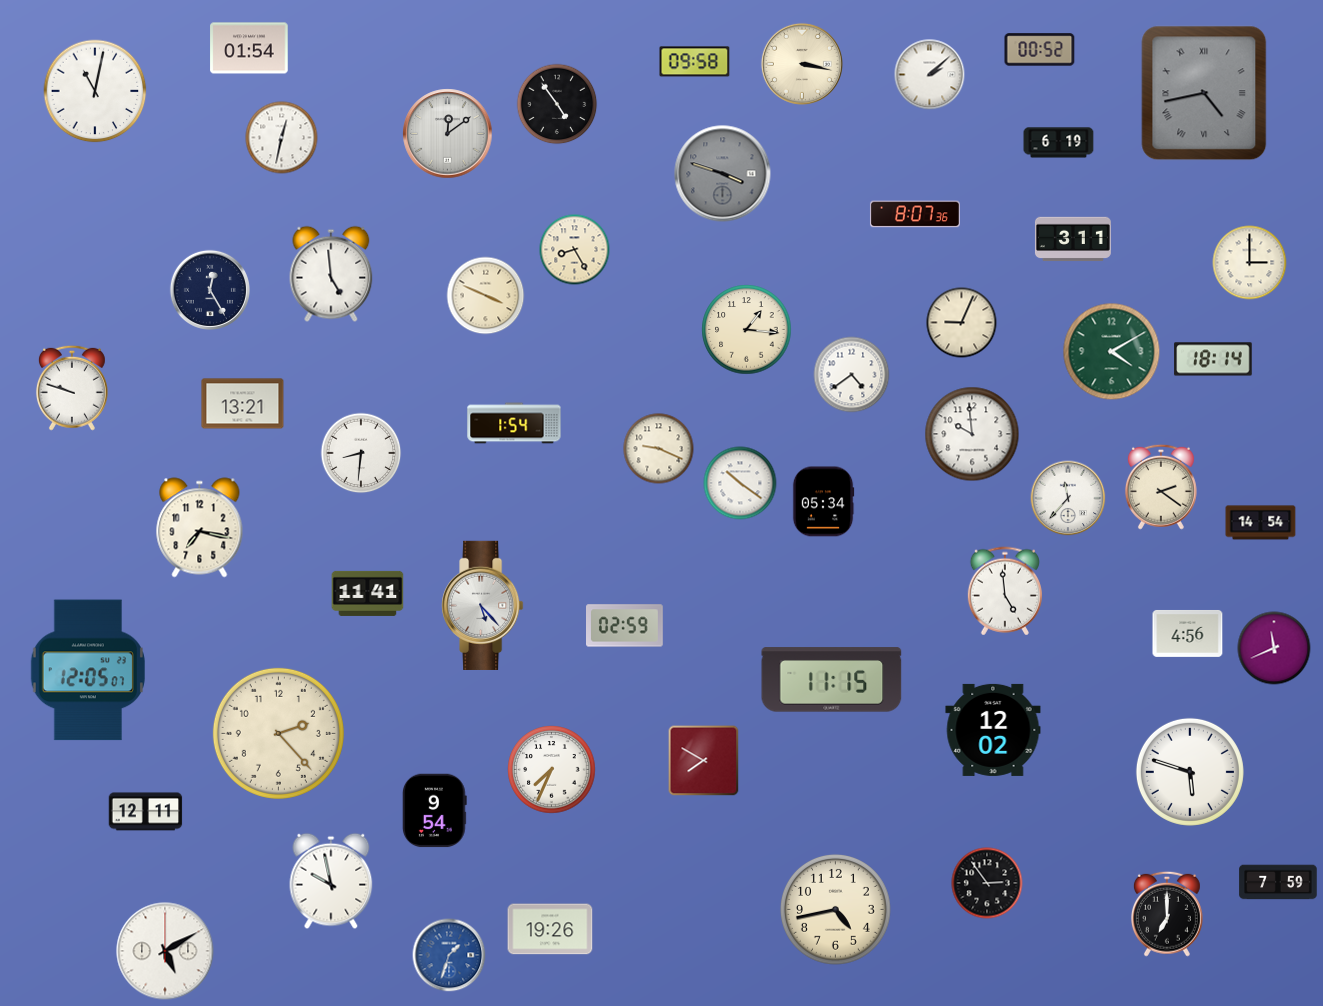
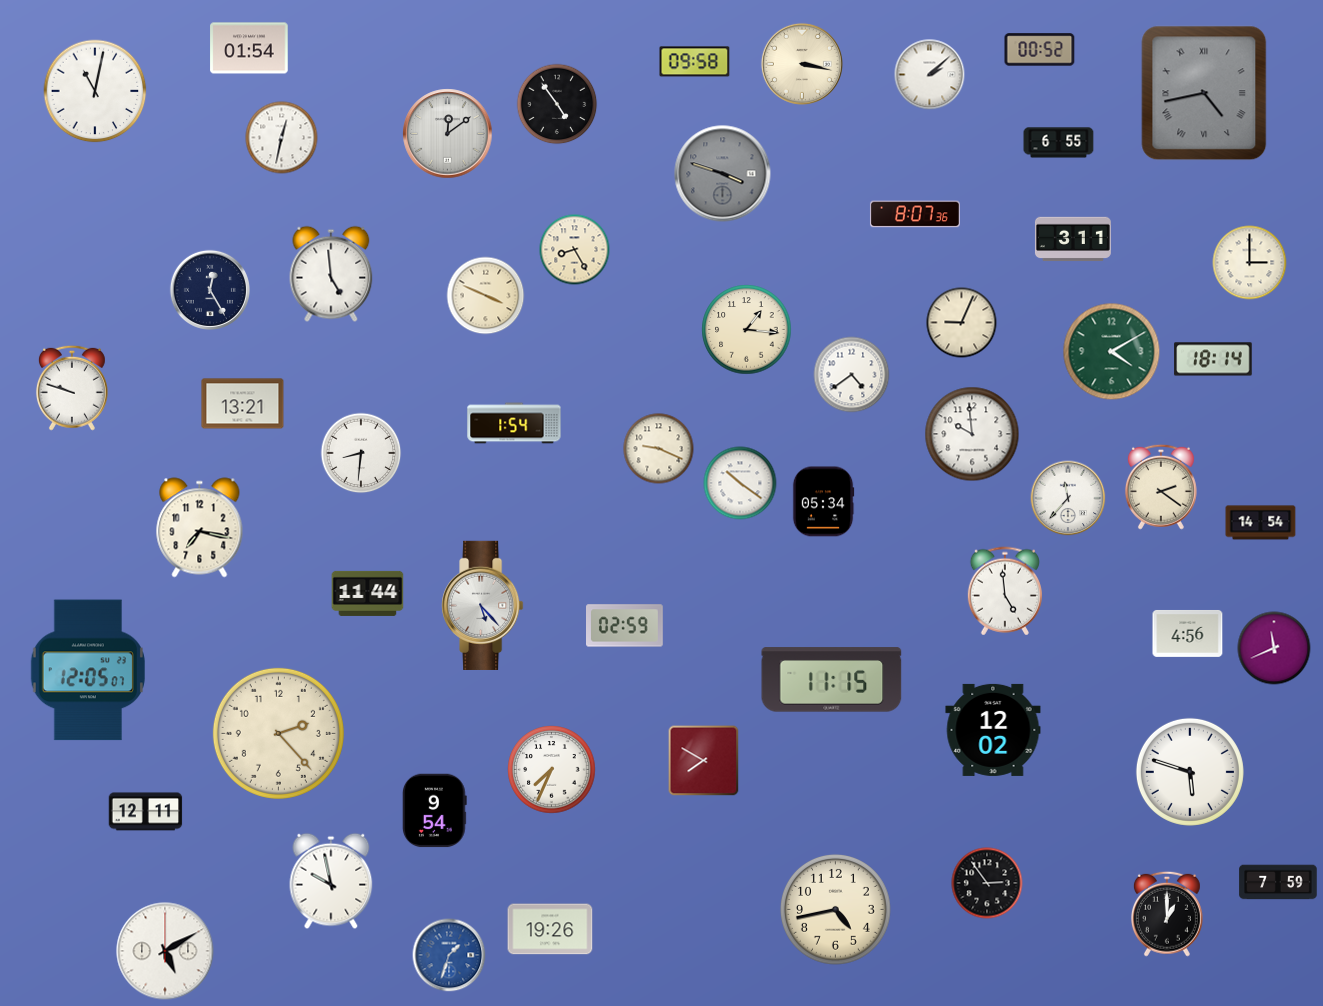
clock at (1059, 143): 6:19 -> 6:55
clock at (368, 593): 11:41 -> 11:44
clock at (1167, 914): 7:00 -> 1:00
